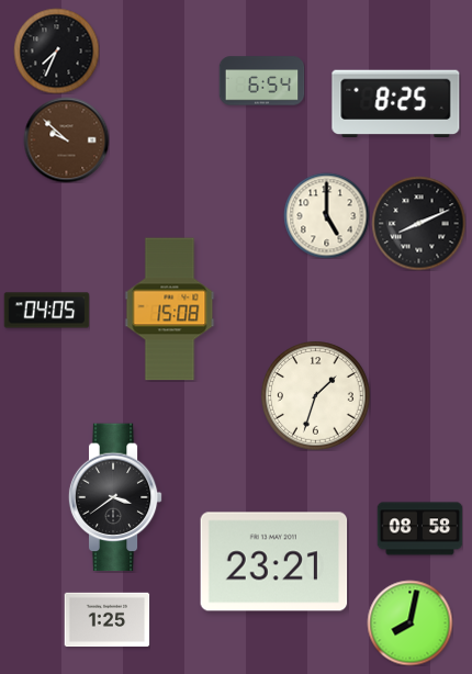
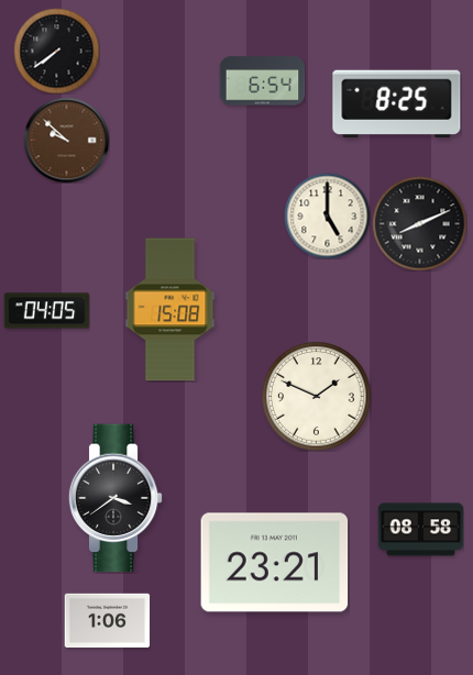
clock at (56, 50): 7:34 -> 7:39
clock at (316, 396): 1:33 -> 1:49
clock at (106, 620): 1:25 -> 1:06
clock at (409, 622): 8:02 -> none
